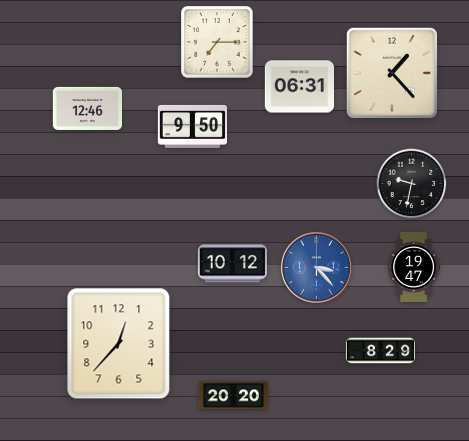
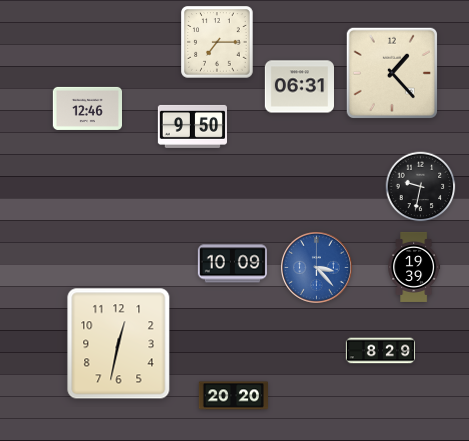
clock at (412, 184) position: (412, 184) -> (421, 187)
clock at (232, 264): 10:12 -> 10:09
clock at (414, 267): 19:47 -> 19:39
clock at (119, 344): 12:37 -> 12:32
